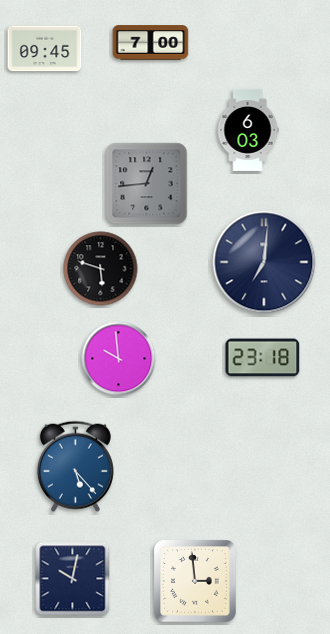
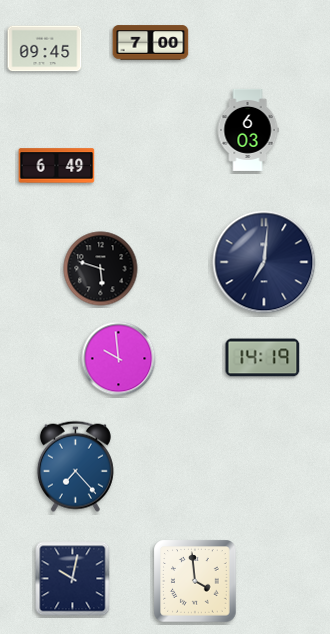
clock at (57, 166): none -> 6:49
clock at (147, 184): 12:44 -> none
clock at (263, 358): 23:18 -> 14:19
clock at (75, 466): 5:23 -> 7:23
clock at (195, 581): 2:59 -> 3:59
